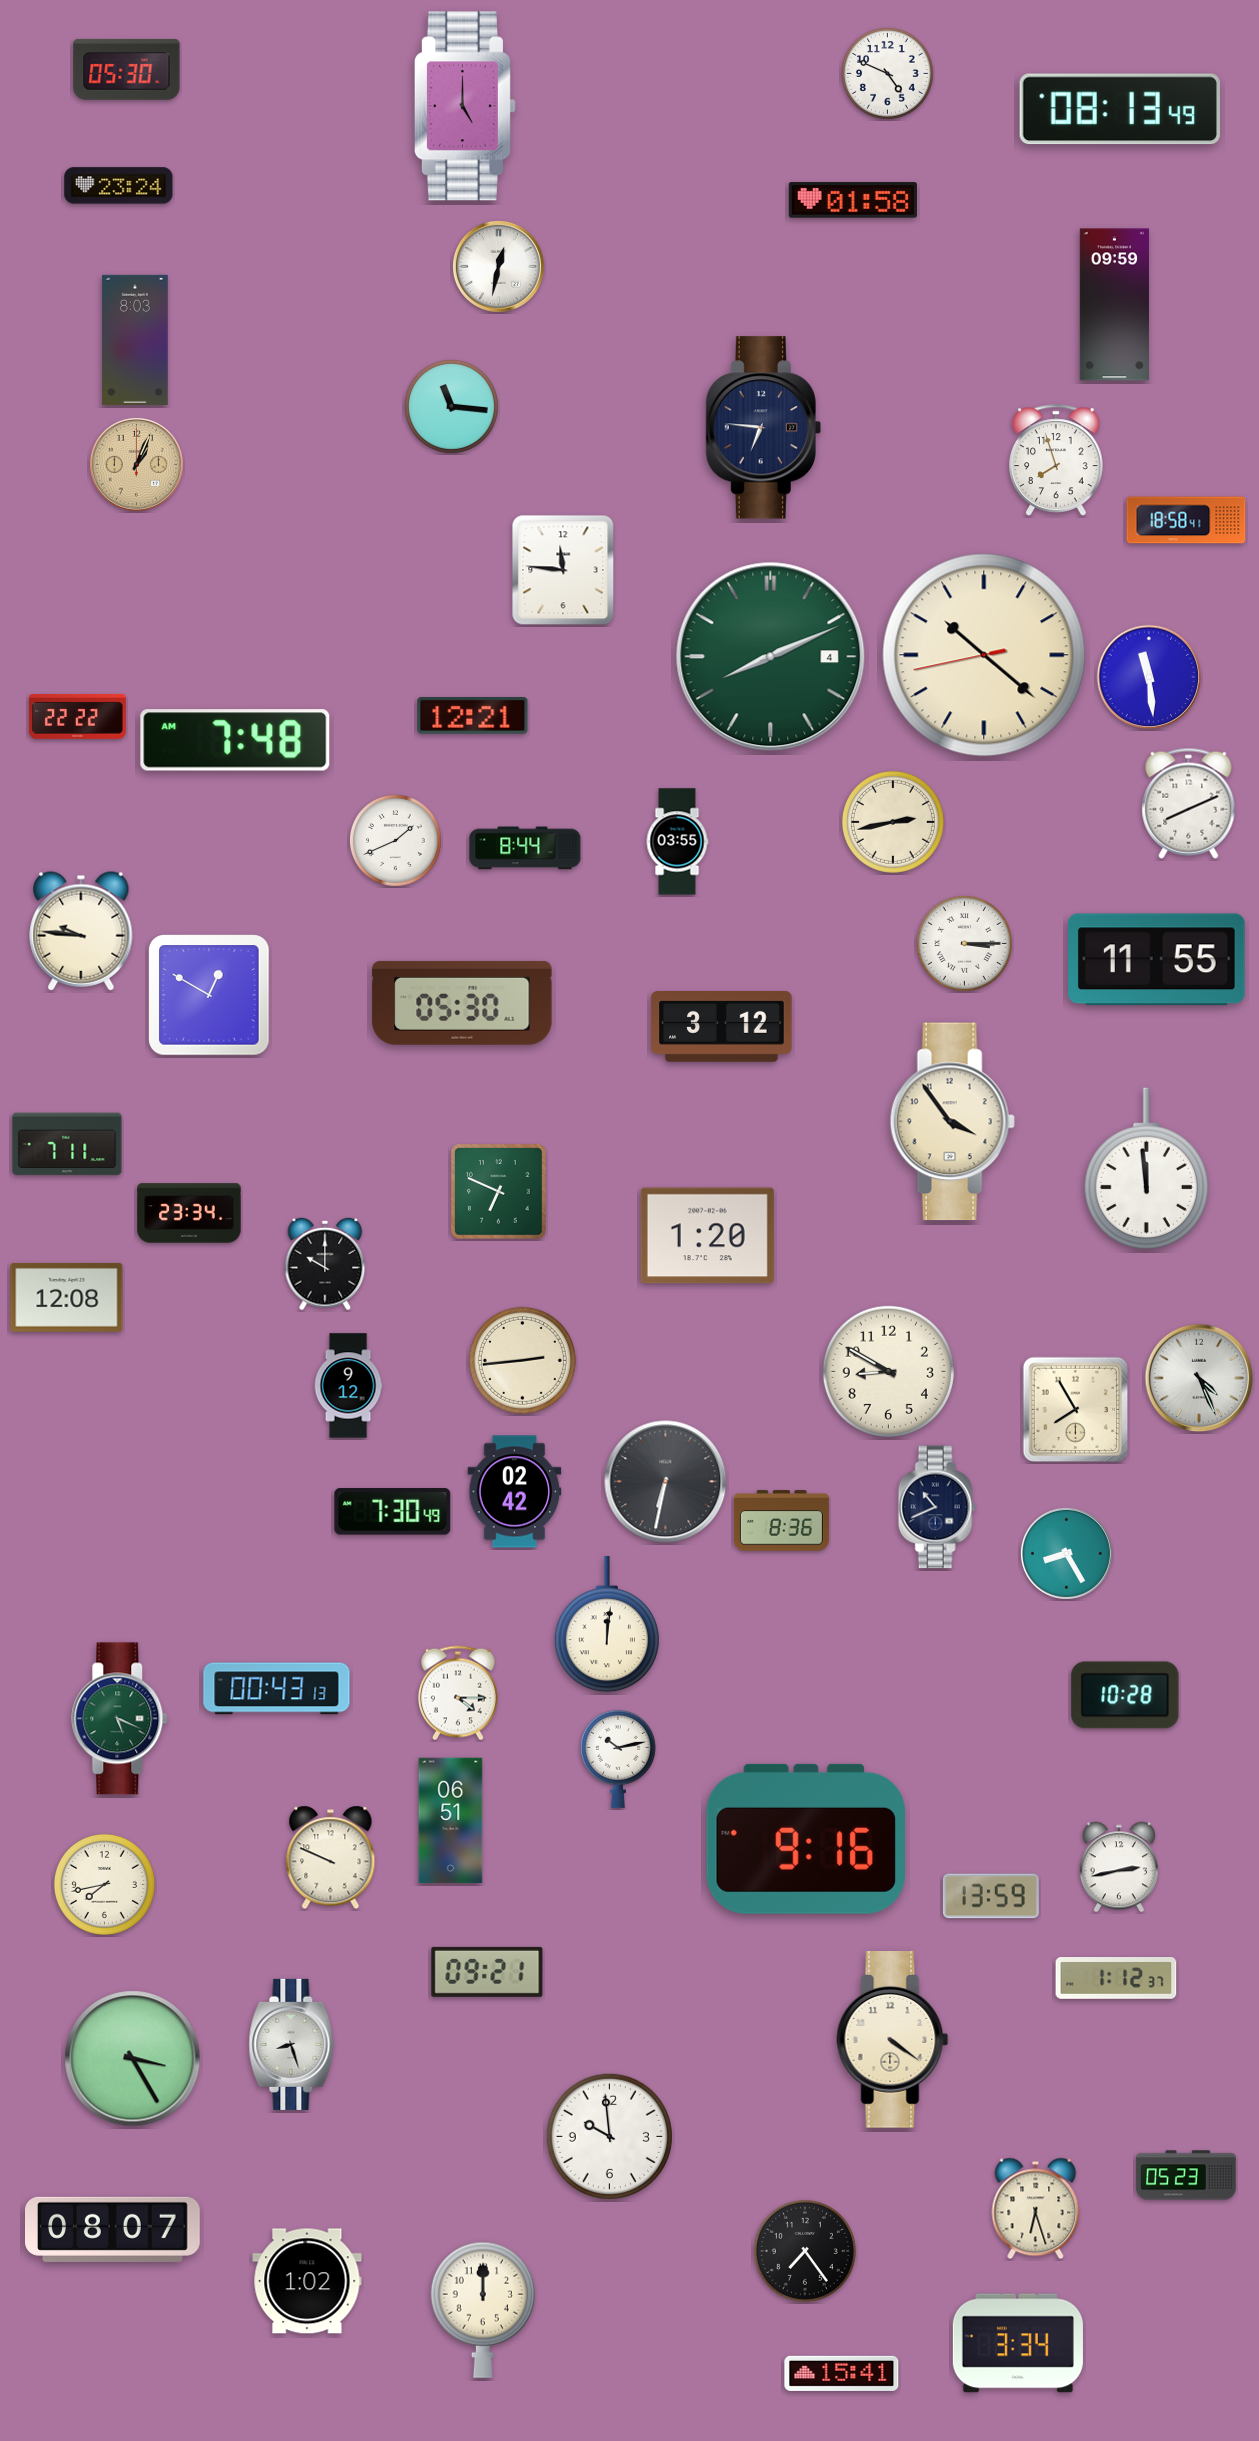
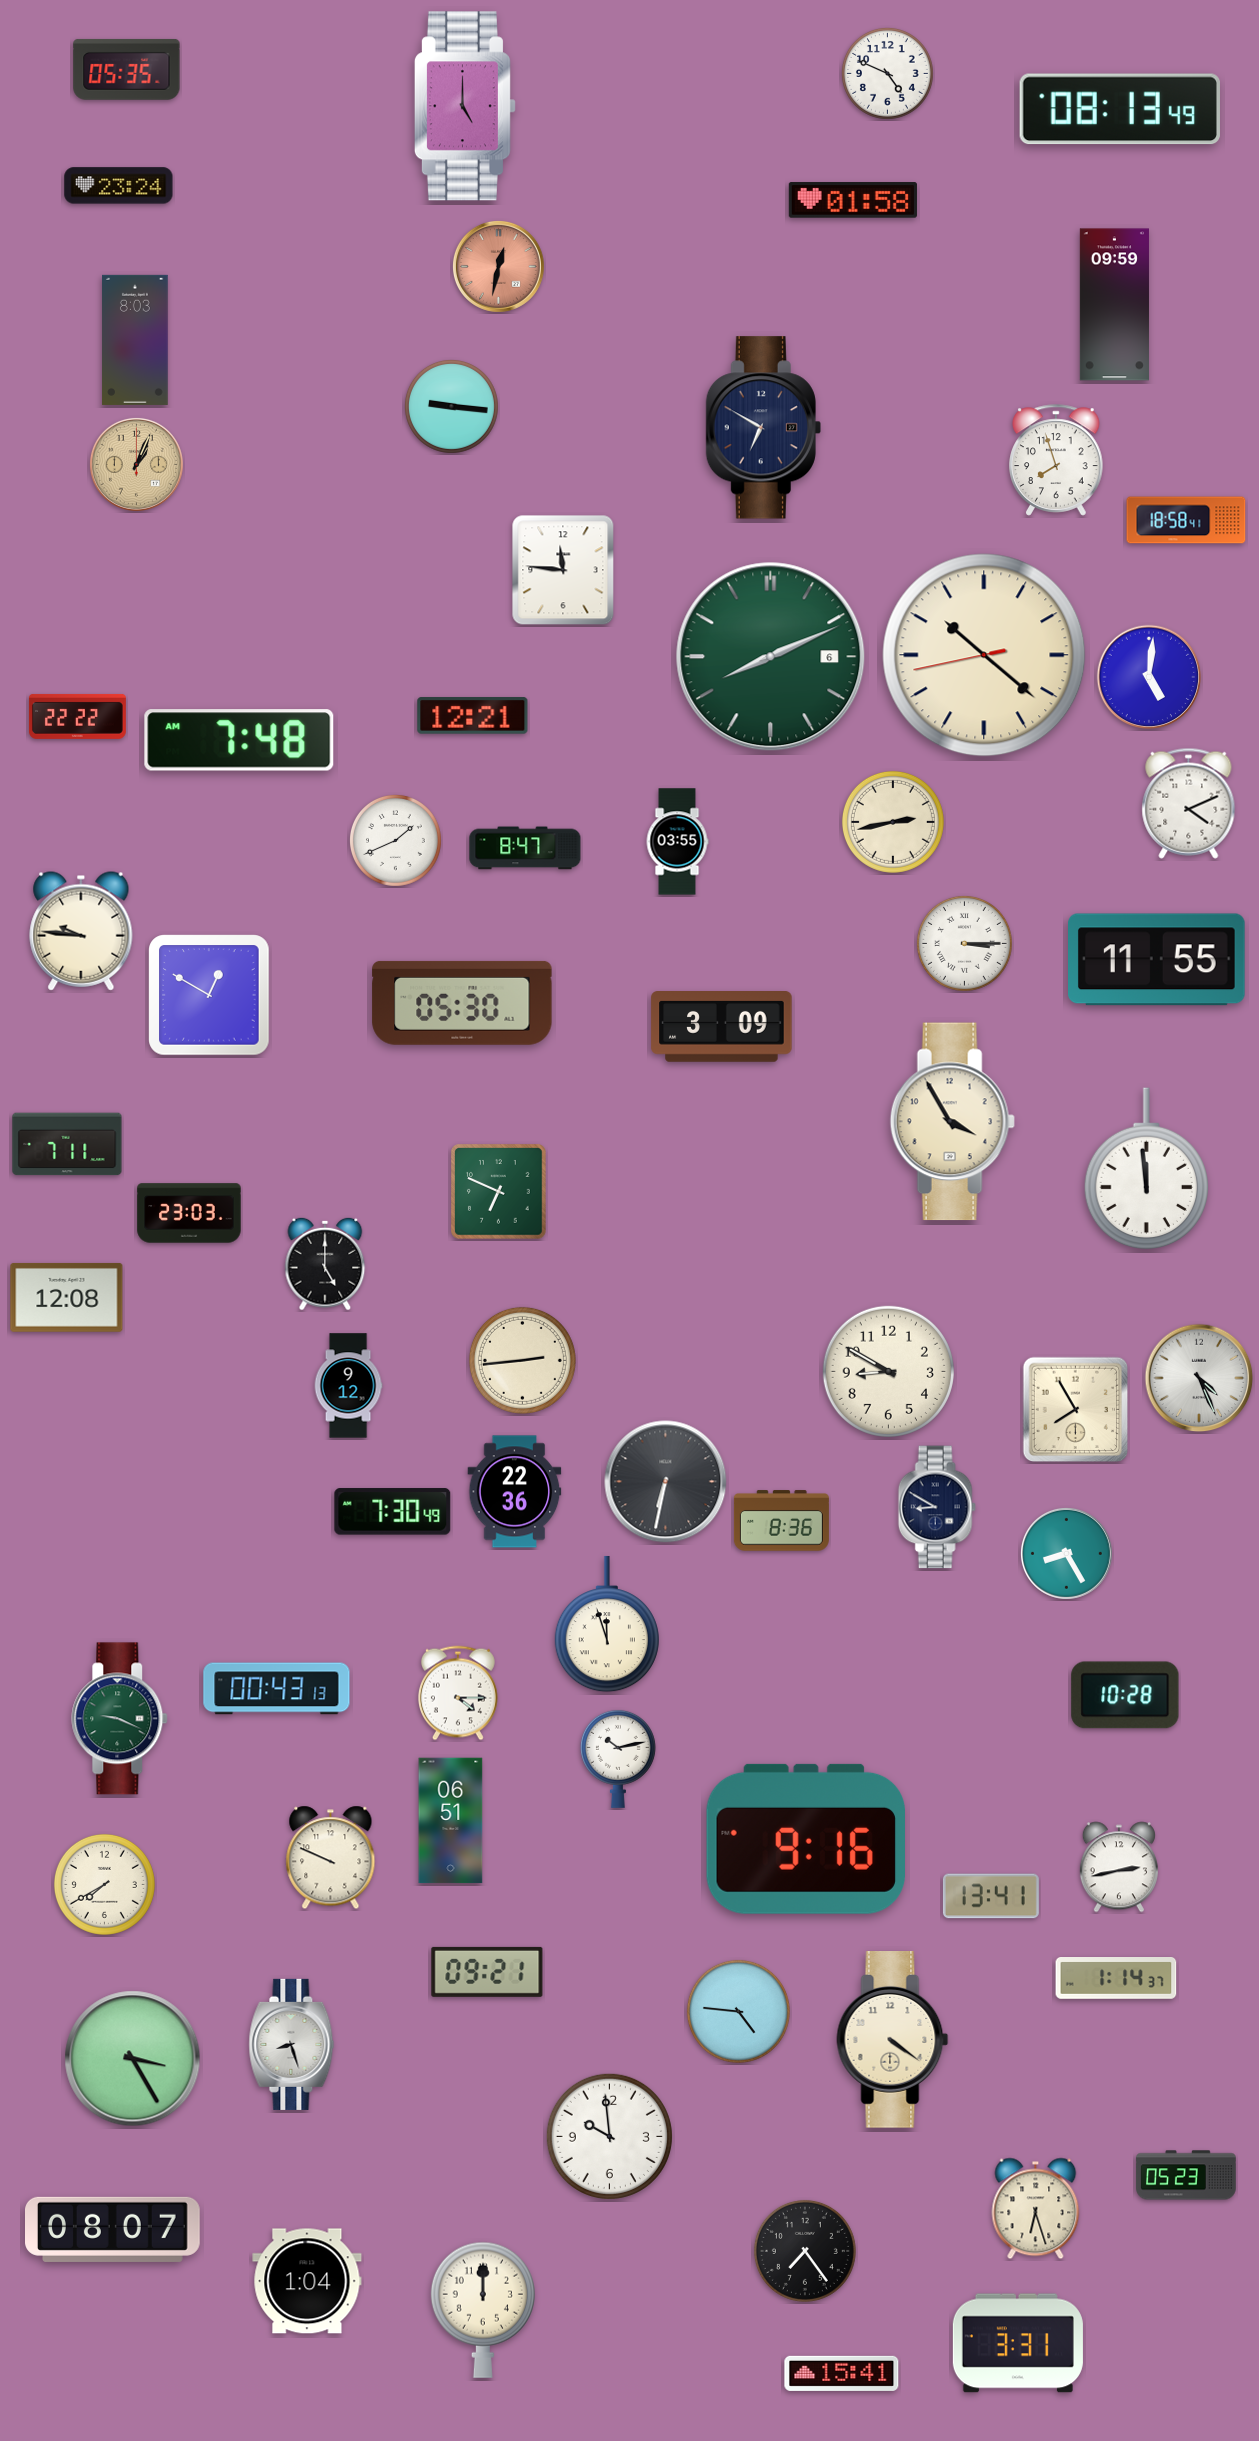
clock at (127, 70): 05:30 -> 05:35
clock at (498, 266) dial: white -> salmon
clock at (451, 406): 11:16 -> 9:16
clock at (763, 428): 6:46 -> 6:50
clock at (771, 657) date: 4 -> 6
clock at (1149, 677): 11:29 -> 5:01
clock at (235, 740) position: (235, 740) -> (239, 740)
clock at (1189, 803): 8:11 -> 4:11
clock at (525, 848): 8:44 -> 8:47
clock at (722, 1027): 3:12 -> 3:09
clock at (952, 1122): 3:54 -> 3:55
clock at (189, 1213): 23:34 -> 23:03
clock at (707, 1236): 1:20 -> none
clock at (325, 1264): 10:00 -> 5:00
clock at (515, 1492): 02:42 -> 22:36
clock at (937, 1507): 10:41 -> 8:50
clock at (607, 1624): 12:01 -> 11:57
clock at (120, 1719): 5:19 -> 9:19
clock at (104, 1884): 7:43 -> 7:40
clock at (991, 1896): 13:59 -> 13:41
clock at (1116, 1979): 1:12 -> 1:14
clock at (738, 2011): none -> 4:46
clock at (307, 2281): 1:02 -> 1:04
clock at (1018, 2343): 3:34 -> 3:31
